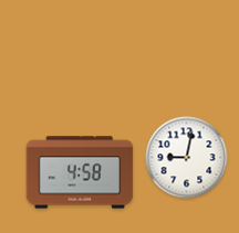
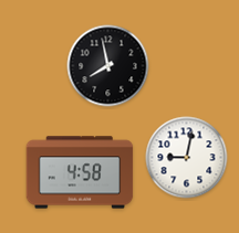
clock at (108, 66): none -> 7:58
